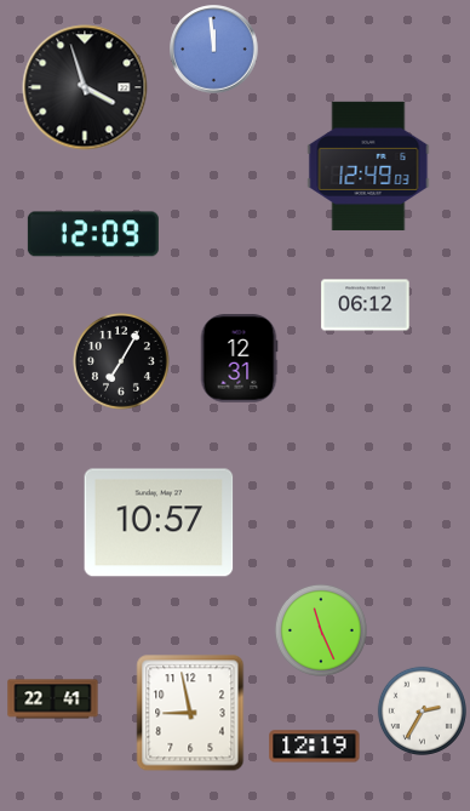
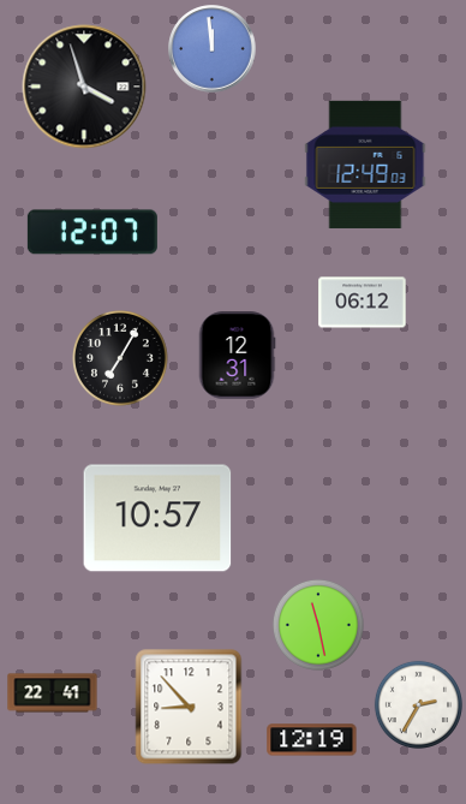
clock at (93, 234): 12:09 -> 12:07
clock at (321, 630): 11:26 -> 11:28
clock at (190, 713): 8:58 -> 8:53
